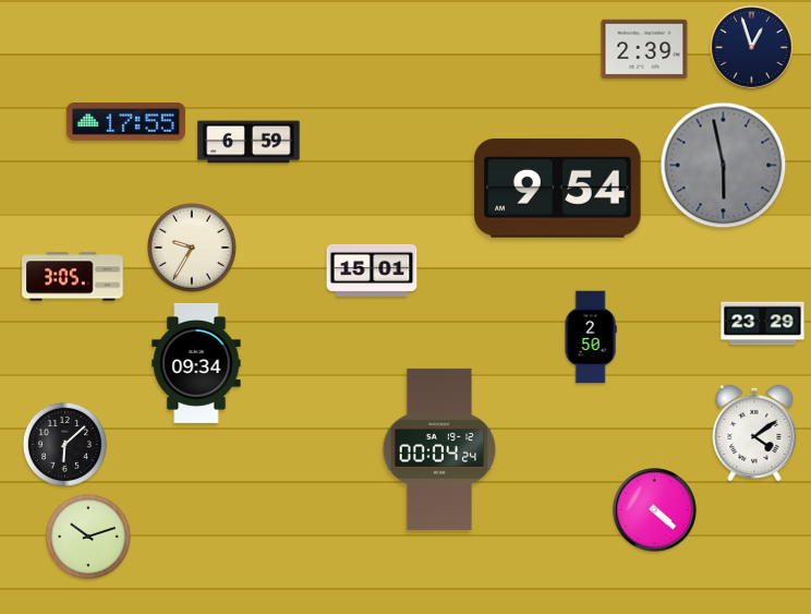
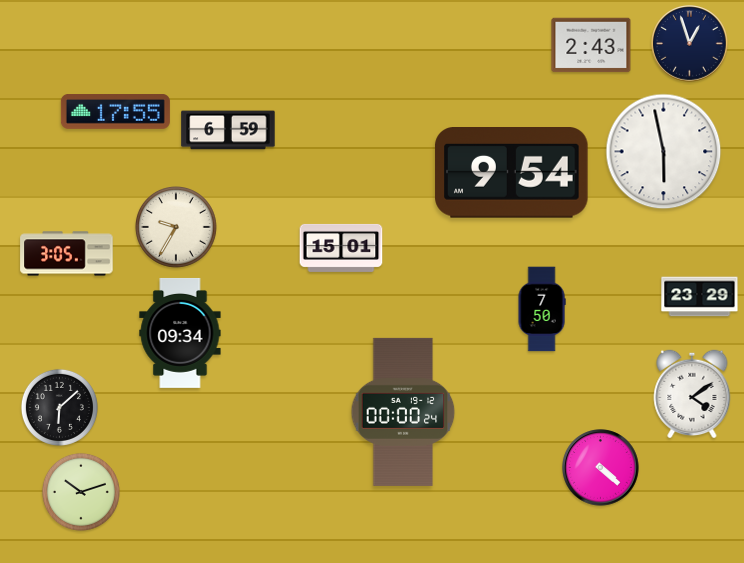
clock at (644, 49): 2:39 -> 2:43
clock at (724, 166) dial: grey -> white
clock at (591, 337): 2:50 -> 7:50
clock at (754, 433) position: (754, 433) -> (692, 394)
clock at (439, 449): 00:04 -> 00:00
